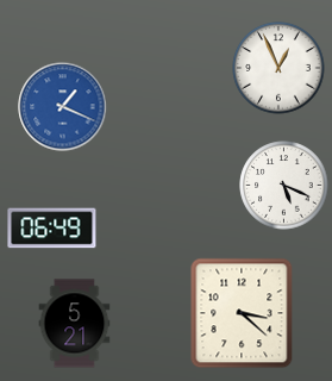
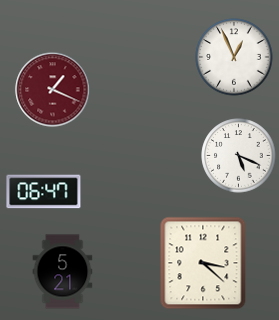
clock at (63, 107) dial: blue -> burgundy
clock at (52, 229): 06:49 -> 06:47
